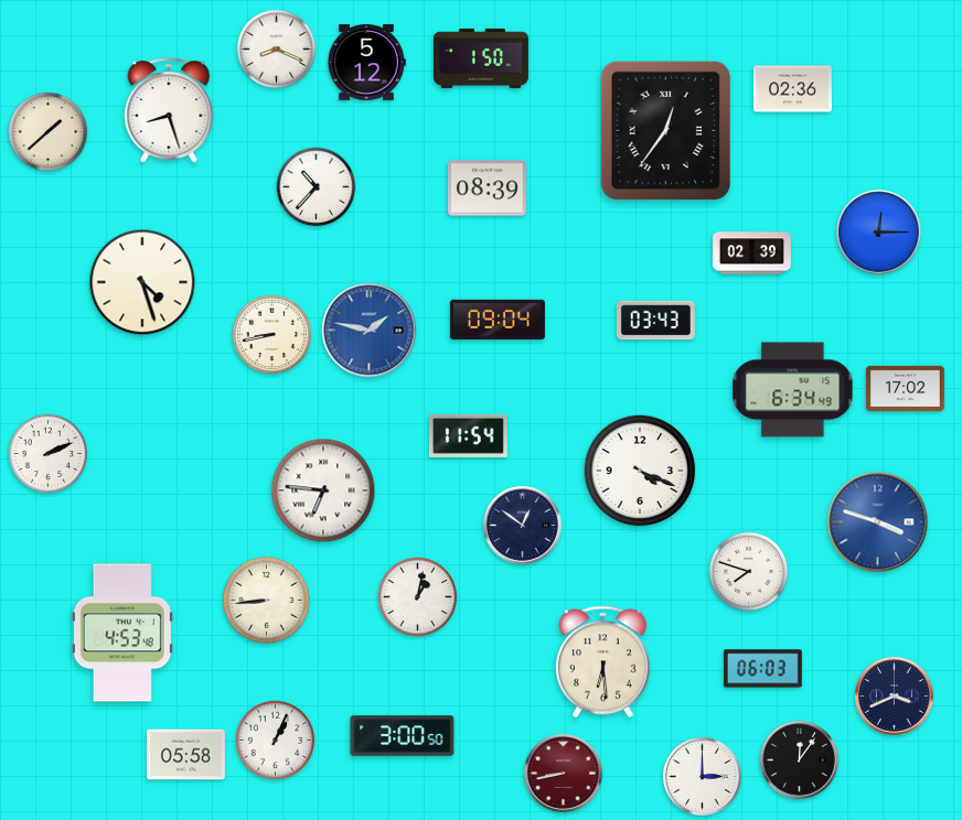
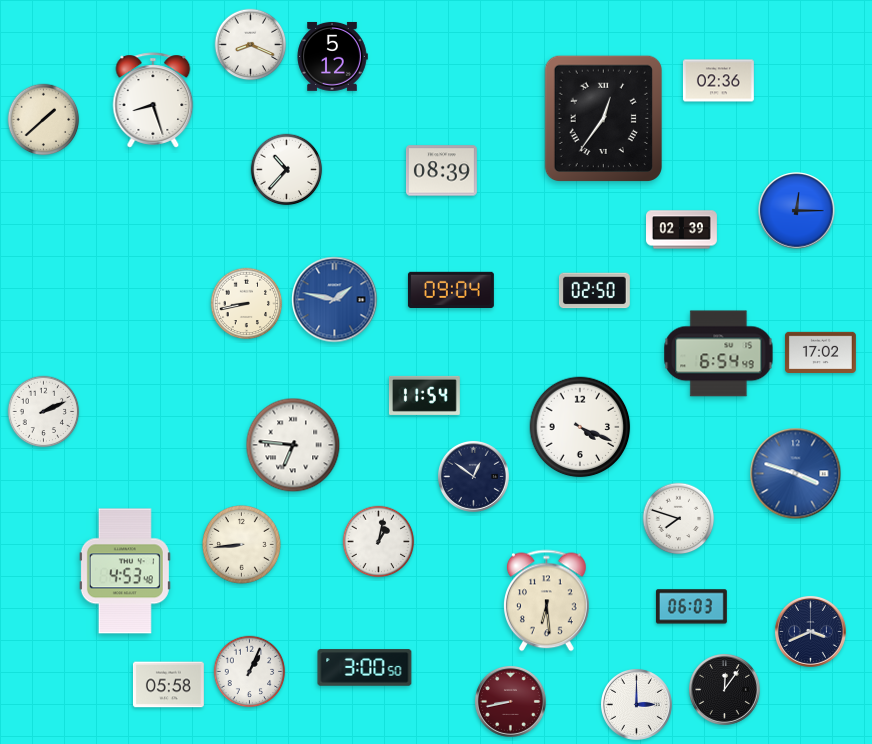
clock at (481, 58): 1:50 -> none
clock at (142, 282): 4:27 -> none
clock at (655, 321): 03:43 -> 02:50
clock at (793, 390): 6:34 -> 6:54
clock at (122, 633) position: (122, 633) -> (125, 571)
